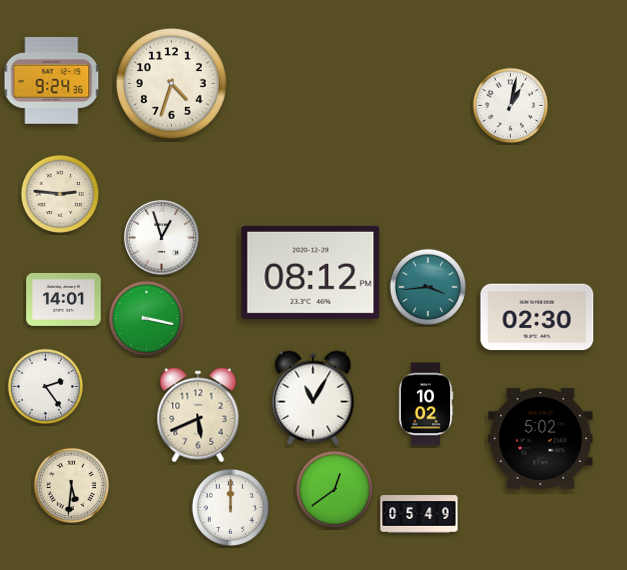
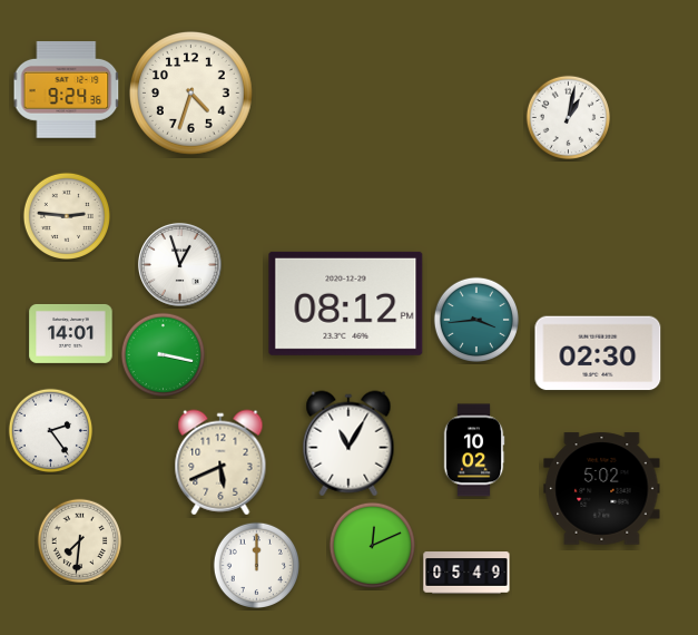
clock at (52, 80) position: (52, 80) -> (67, 89)
clock at (72, 486): 5:31 -> 7:31
clock at (334, 489): 12:39 -> 12:11
